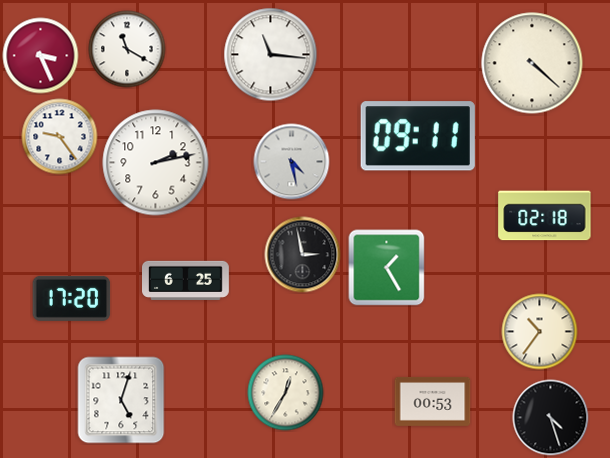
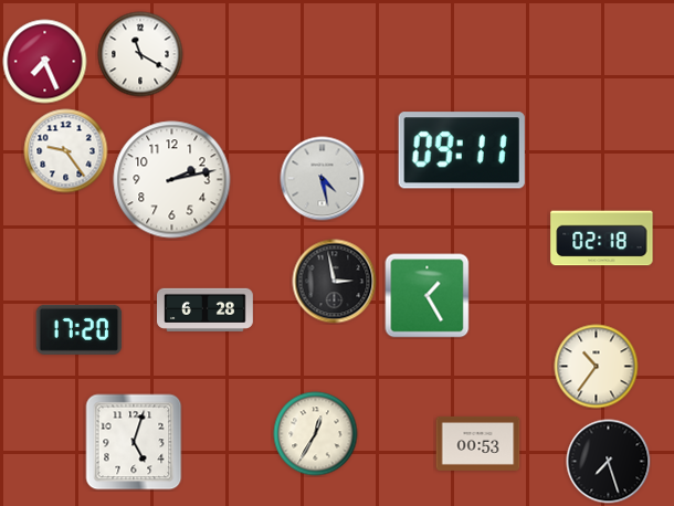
clock at (271, 55): 11:16 -> none
clock at (41, 56): 3:26 -> 7:26
clock at (532, 63): 4:22 -> none
clock at (186, 280): 6:25 -> 6:28
clock at (551, 418): 4:27 -> 7:27
